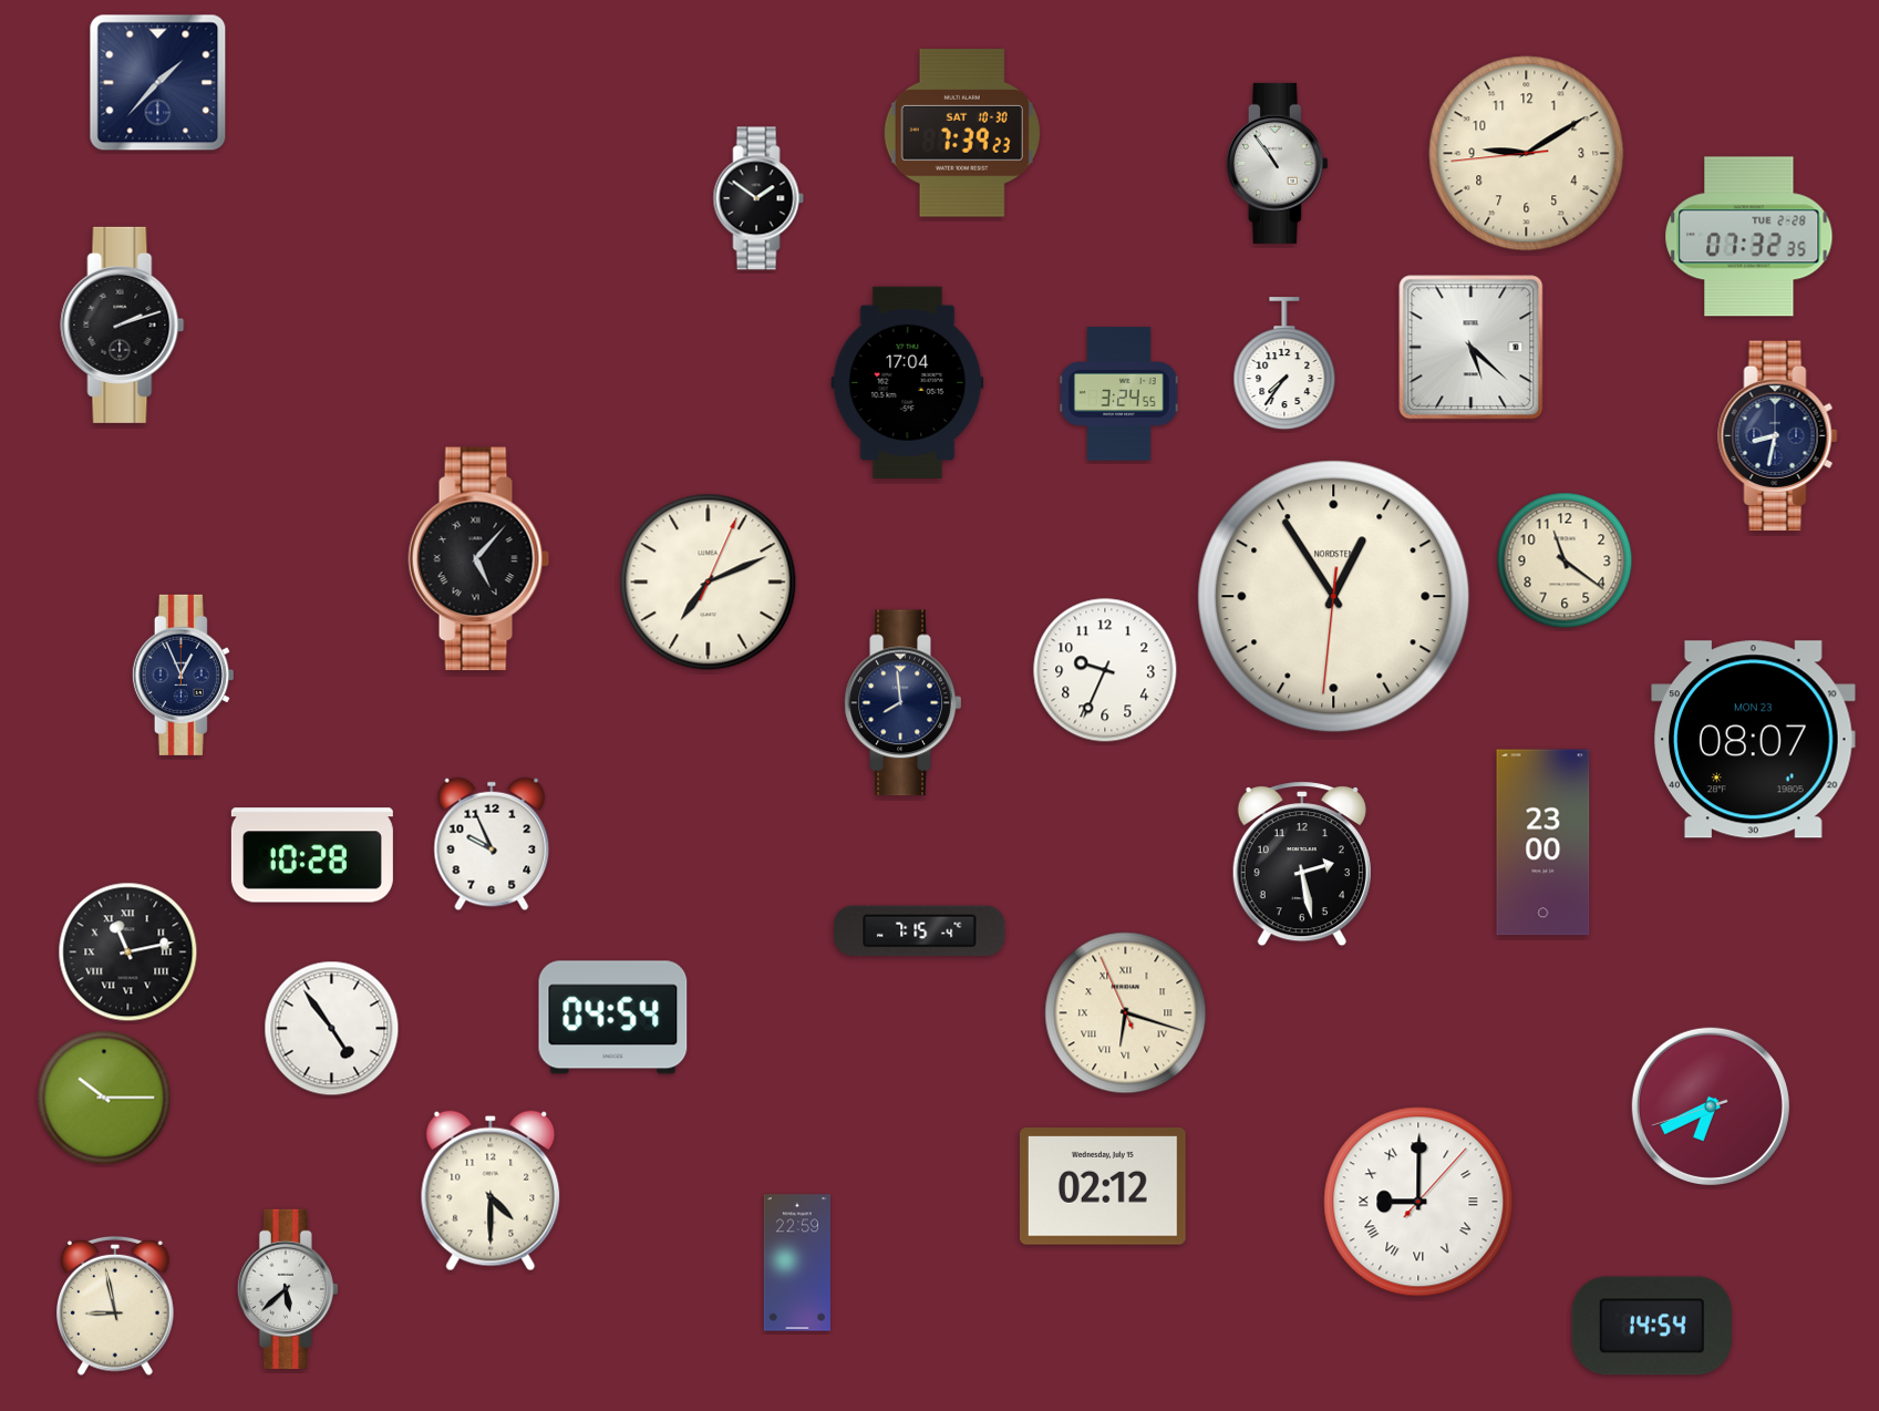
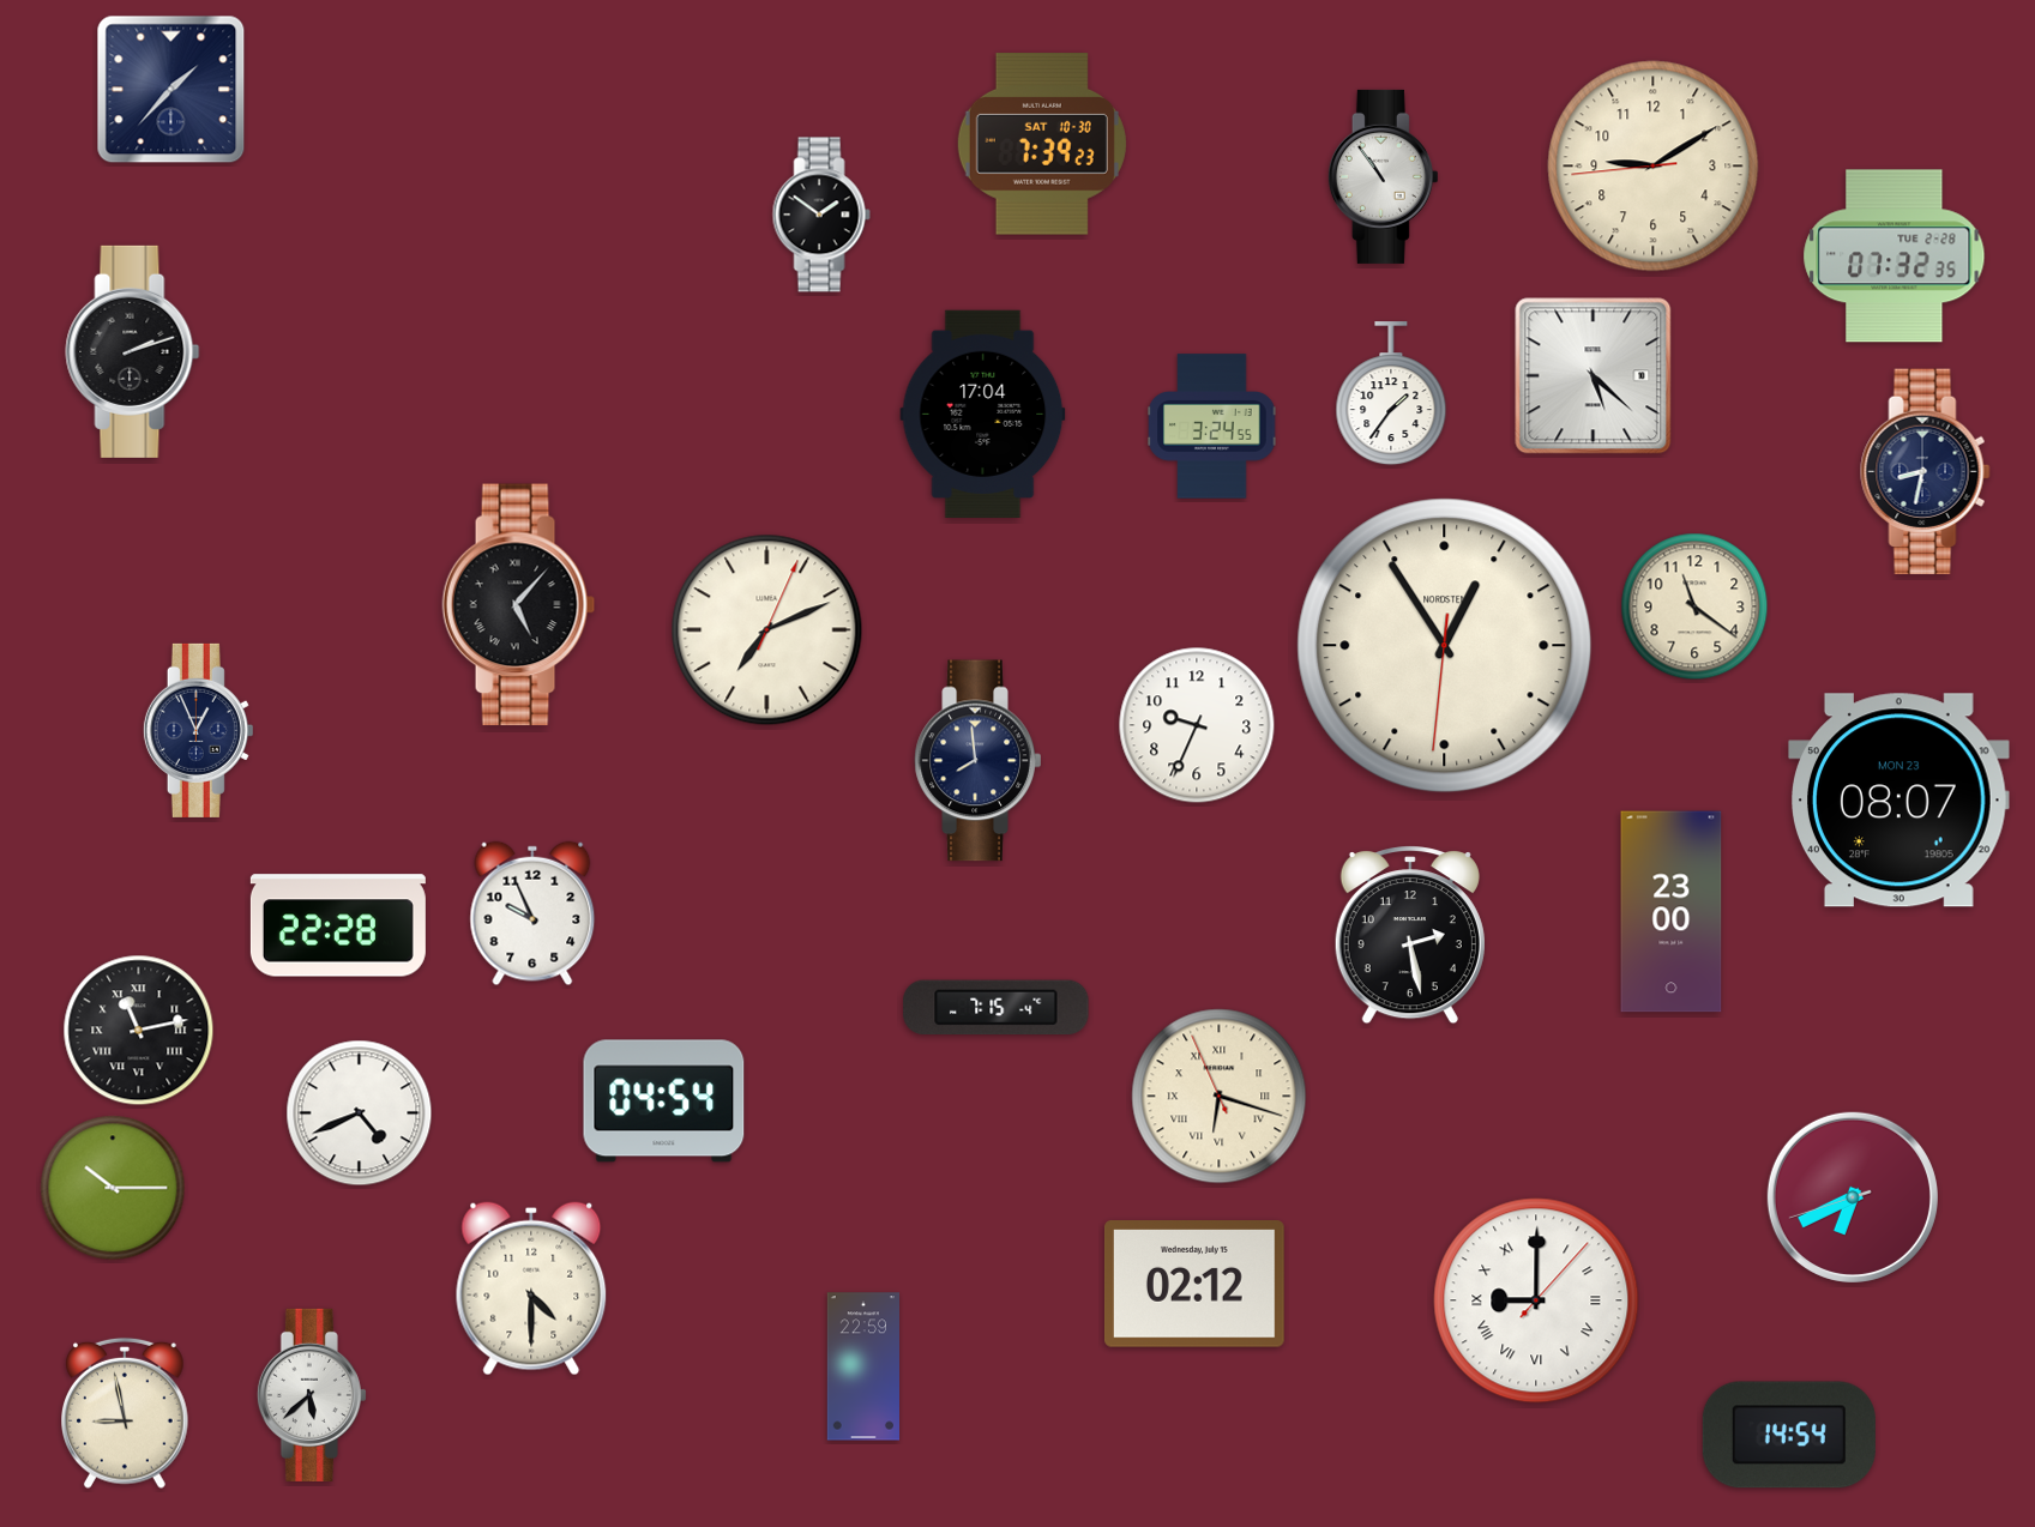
clock at (1284, 364): 7:36 -> 1:36
clock at (312, 855): 10:28 -> 22:28
clock at (332, 1029): 4:54 -> 4:41
